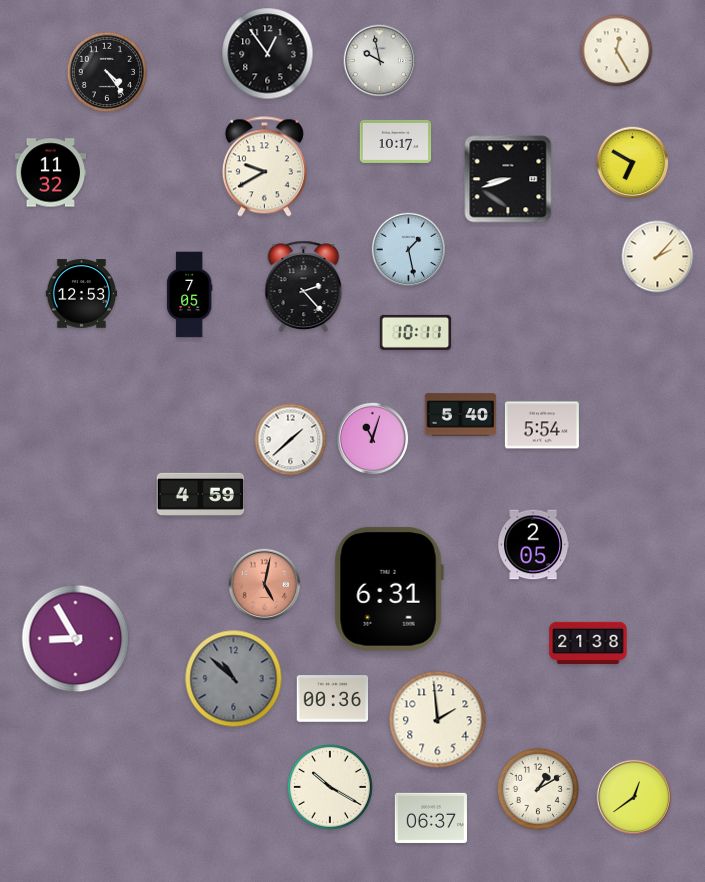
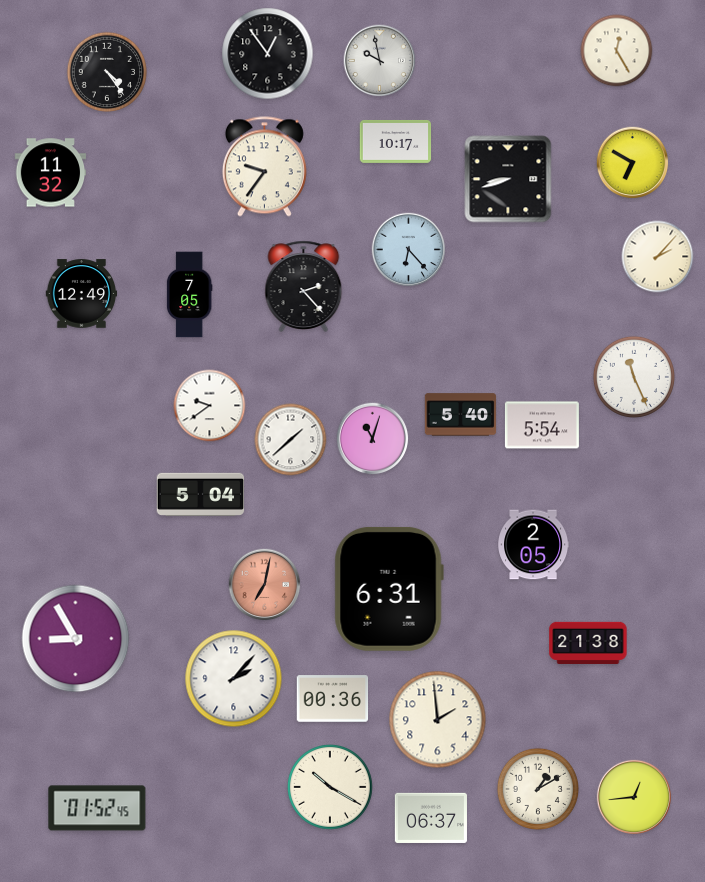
clock at (264, 167): 9:40 -> 9:36
clock at (409, 250): 1:28 -> 6:23
clock at (82, 294): 12:53 -> 12:49
clock at (416, 332): 10:11 -> none
clock at (634, 377): none -> 11:26
clock at (210, 406): none -> 9:39
clock at (201, 494): 4:59 -> 5:04
clock at (265, 585): 5:02 -> 7:02
clock at (234, 679): 10:52 -> 2:07
clock at (234, 679) dial: grey -> white
clock at (633, 796): 12:39 -> 12:44
clock at (97, 808): none -> 01:52
